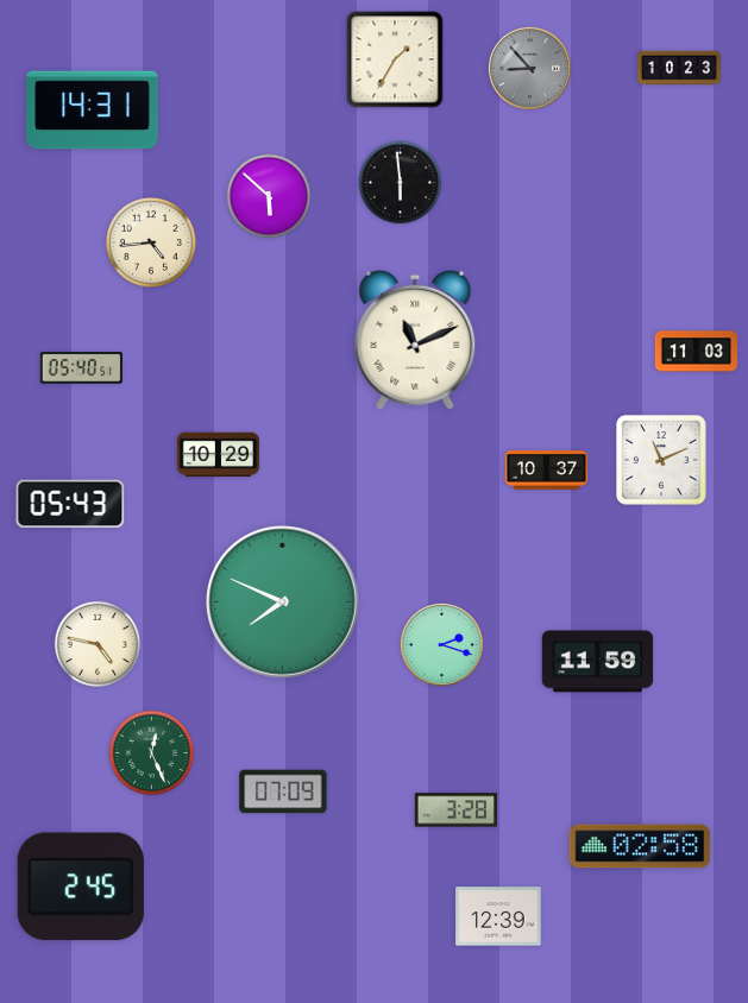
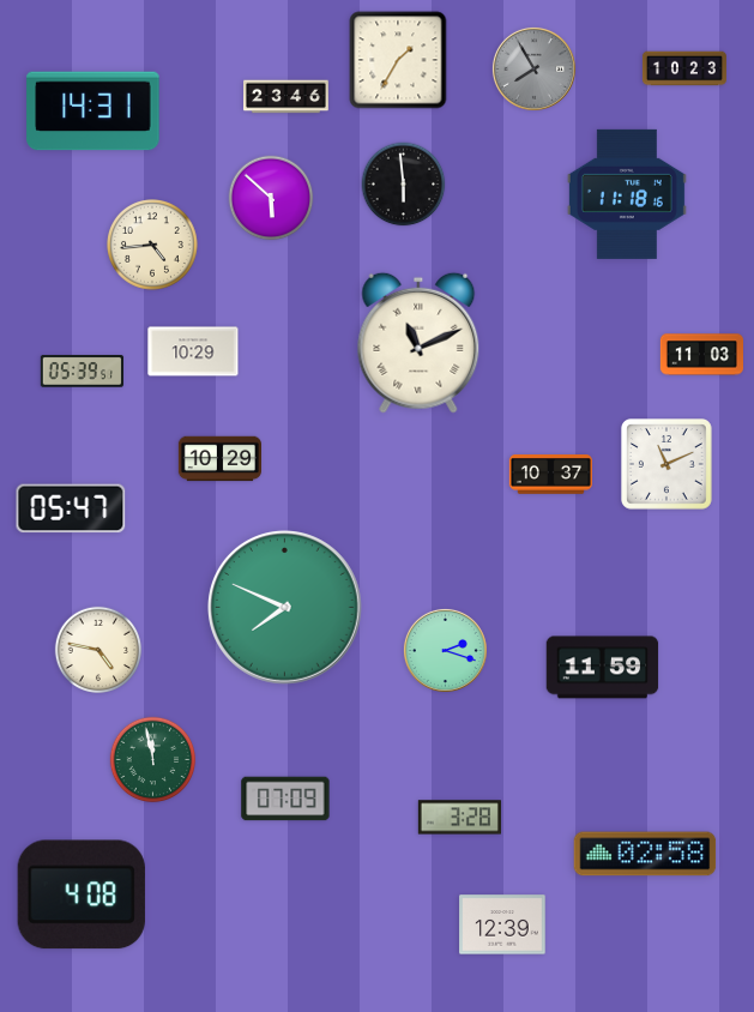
clock at (529, 68): 8:53 -> 7:55
clock at (286, 97): none -> 23:46
clock at (627, 194): none -> 11:18
clock at (193, 351): none -> 10:29
clock at (81, 368): 05:40 -> 05:39
clock at (70, 504): 05:43 -> 05:47
clock at (152, 753): 12:26 -> 11:58
clock at (81, 887): 2:45 -> 4:08
